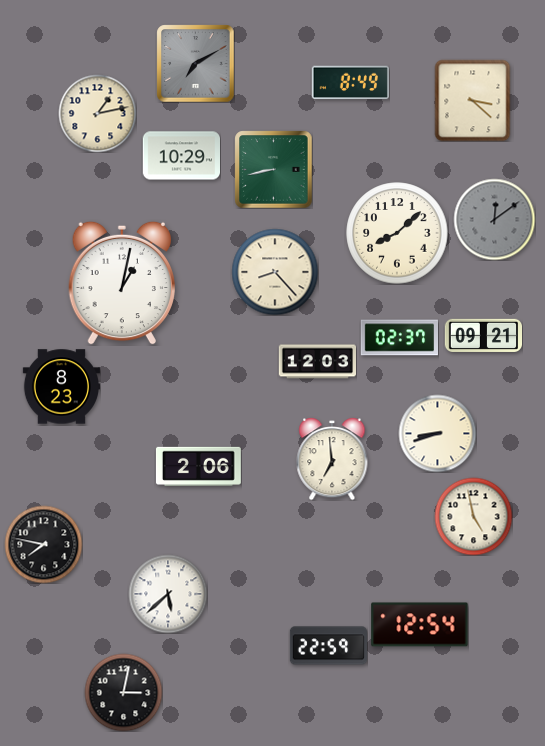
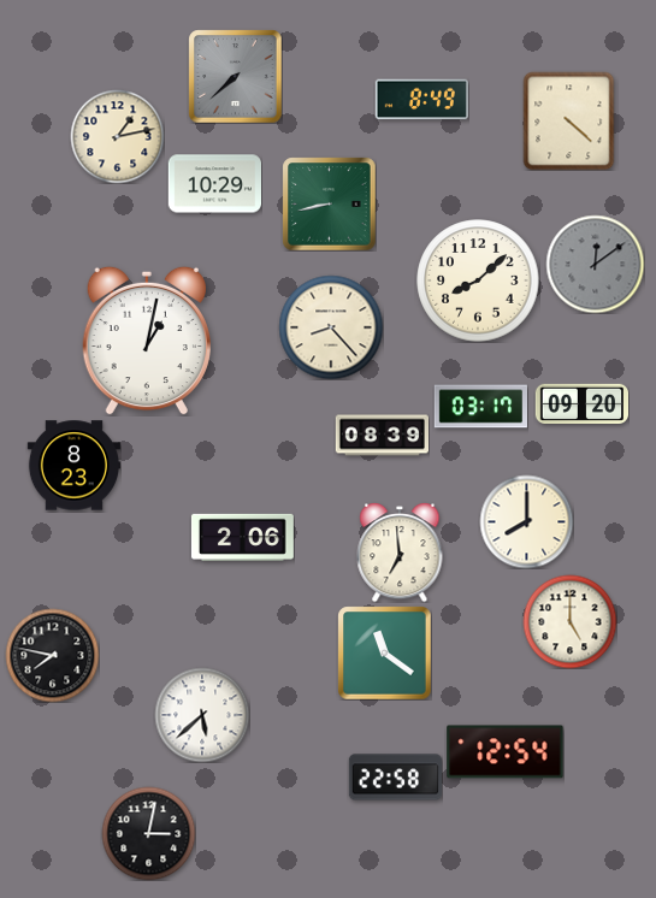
clock at (195, 63): 7:10 -> 7:38
clock at (473, 100): 3:22 -> 4:22
clock at (181, 156) position: (181, 156) -> (214, 184)
clock at (483, 335): 09:21 -> 09:20
clock at (399, 338): 02:37 -> 03:17
clock at (317, 362): 12:03 -> 08:39
clock at (437, 433): 8:42 -> 8:00
clock at (198, 466) position: (198, 466) -> (242, 537)
clock at (473, 516): 4:58 -> 5:00
clock at (384, 652): none -> 11:21
clock at (328, 646): 22:59 -> 22:58
